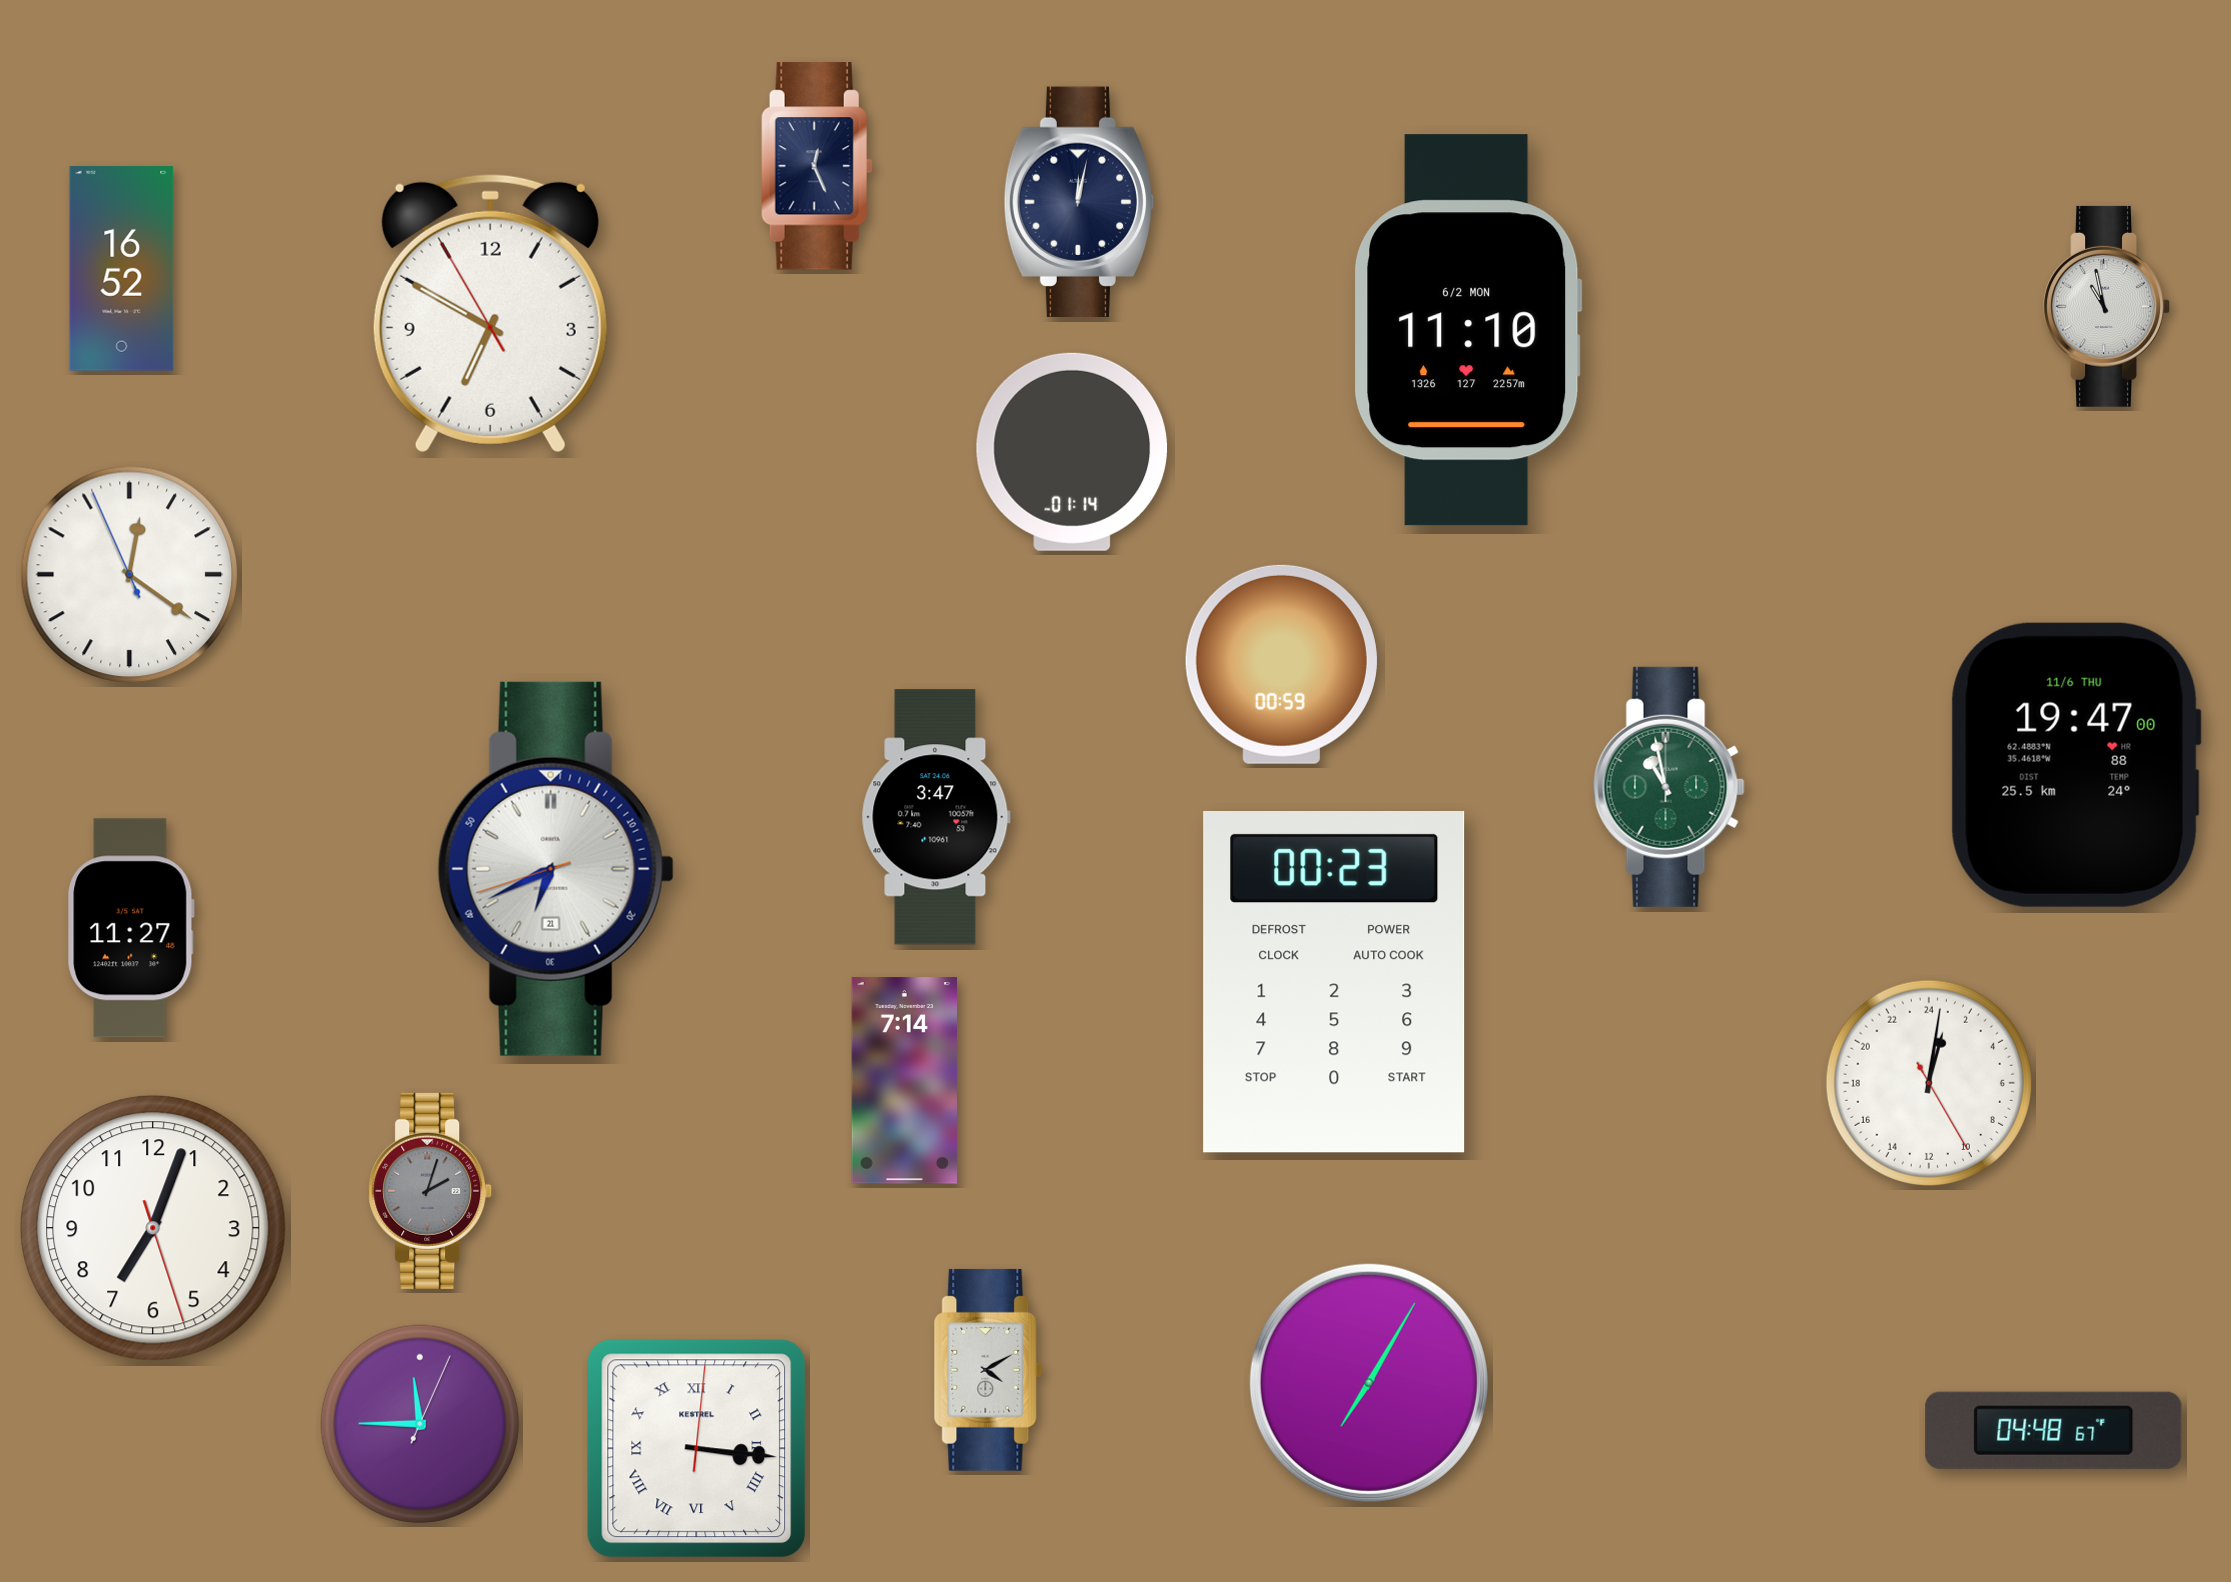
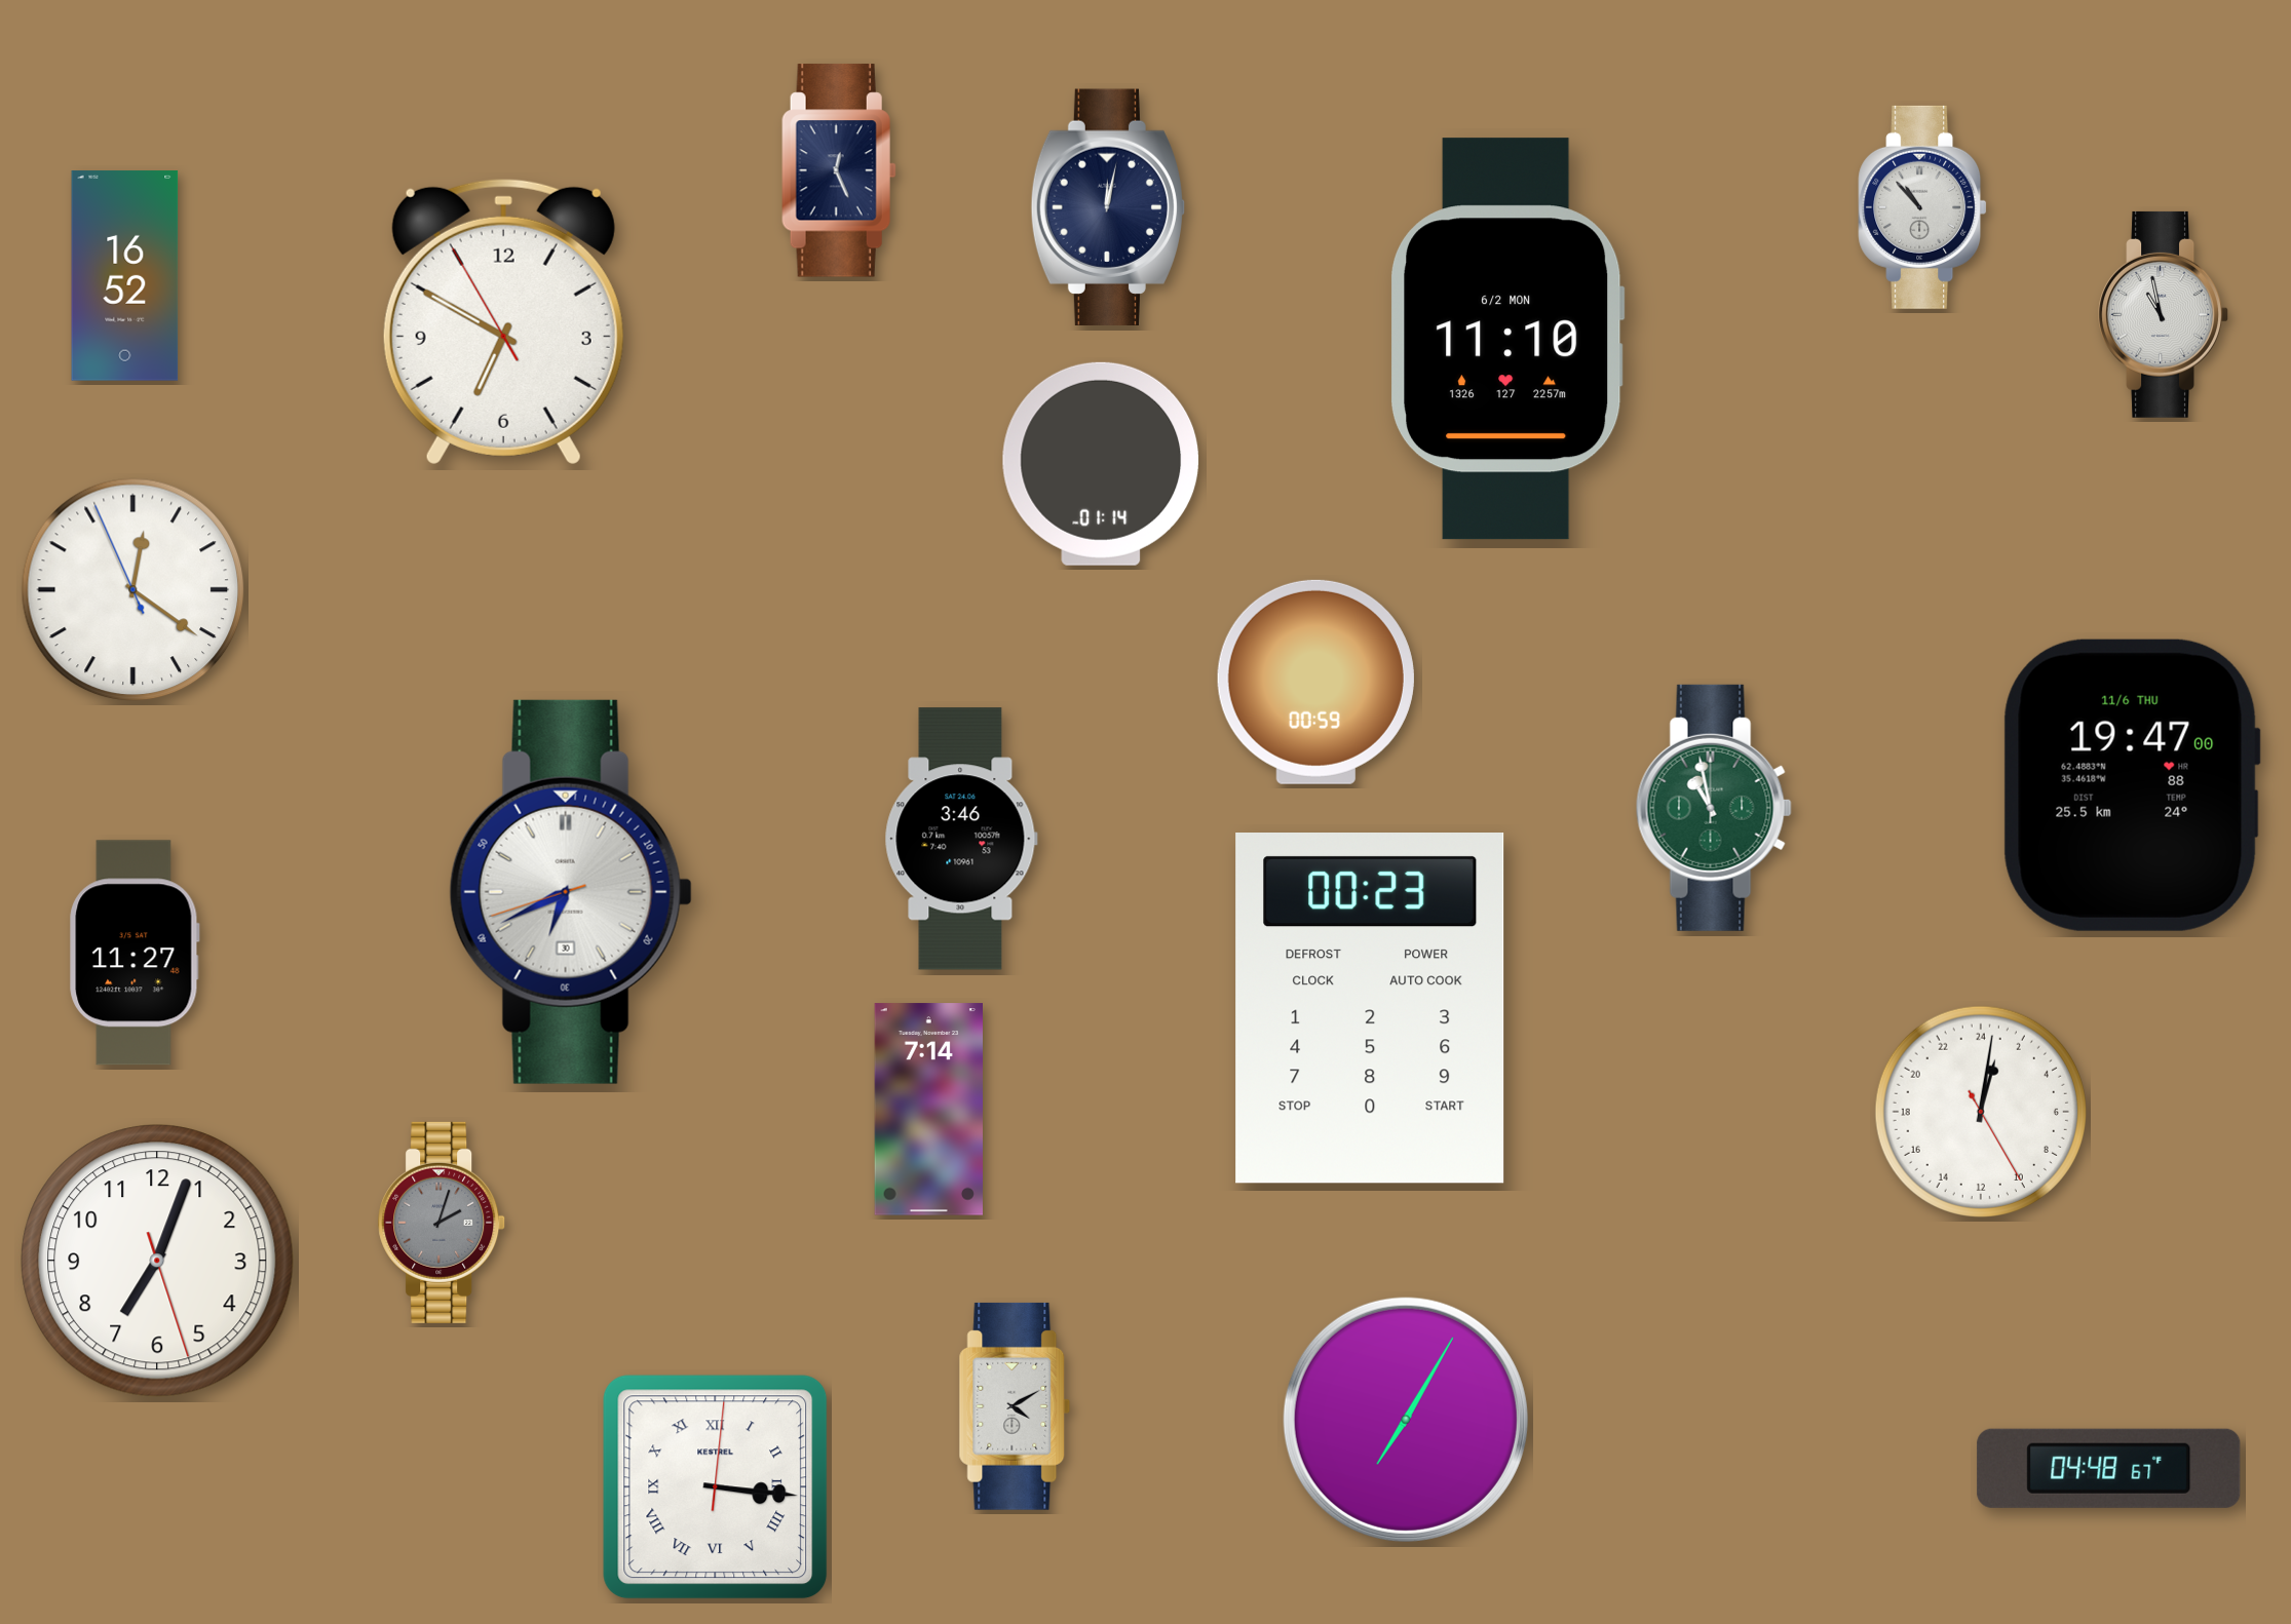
clock at (1922, 207): none -> 10:53
clock at (936, 817): 3:47 -> 3:46
clock at (556, 869) date: 21 -> 30
clock at (420, 1424): 11:45 -> none
